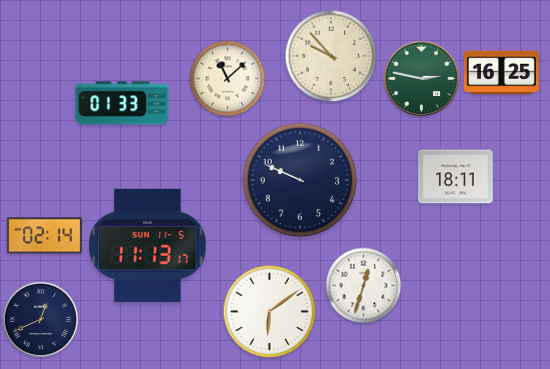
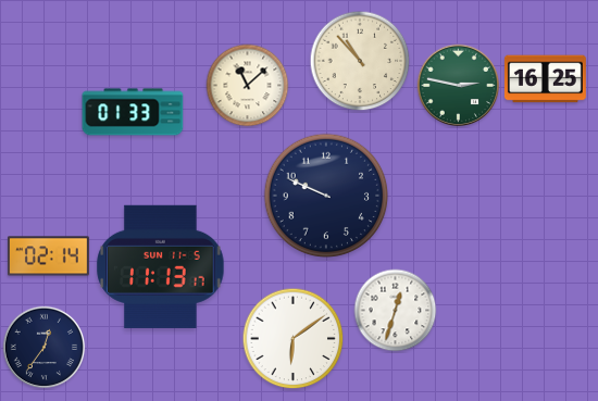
clock at (331, 56): 9:53 -> 10:53
clock at (455, 177): 18:11 -> none
clock at (41, 320): 12:41 -> 12:36
